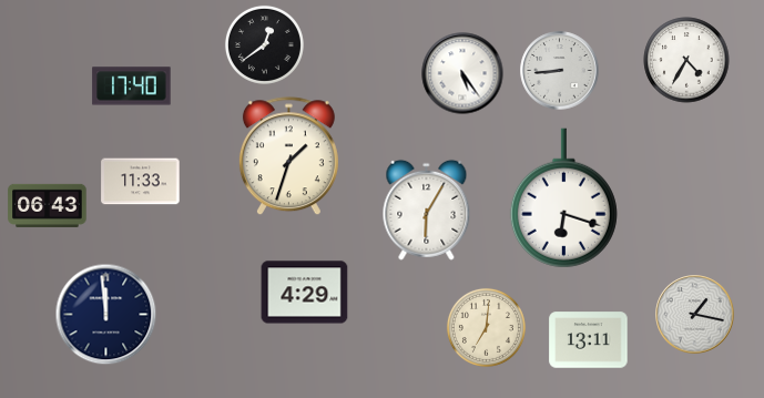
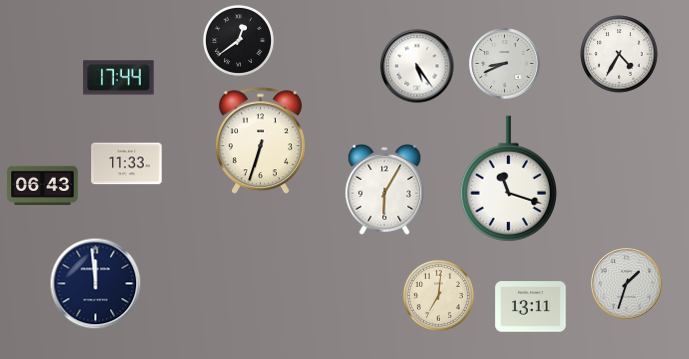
clock at (560, 71): 8:44 -> 8:41
clock at (132, 86): 17:40 -> 17:44
clock at (288, 156): 1:33 -> 6:33
clock at (563, 198): 6:18 -> 11:18
clock at (305, 293): 4:29 -> none
clock at (695, 315): 1:17 -> 1:33
